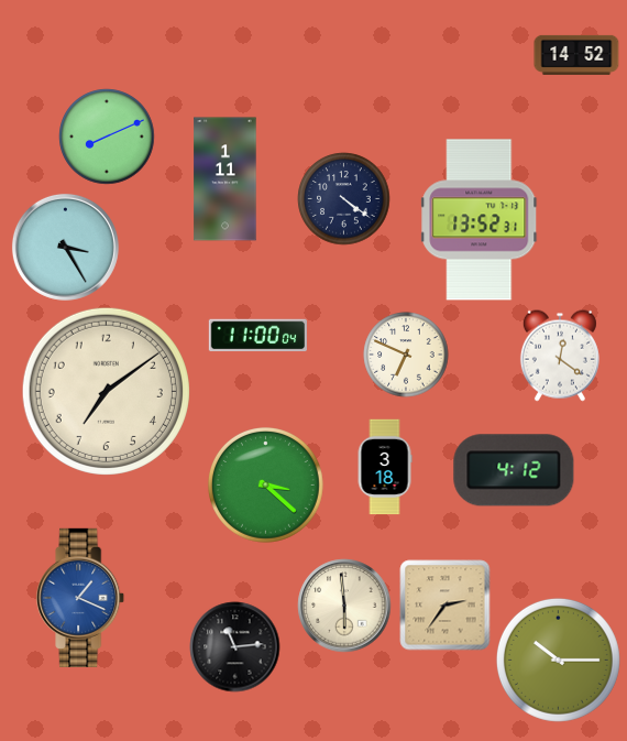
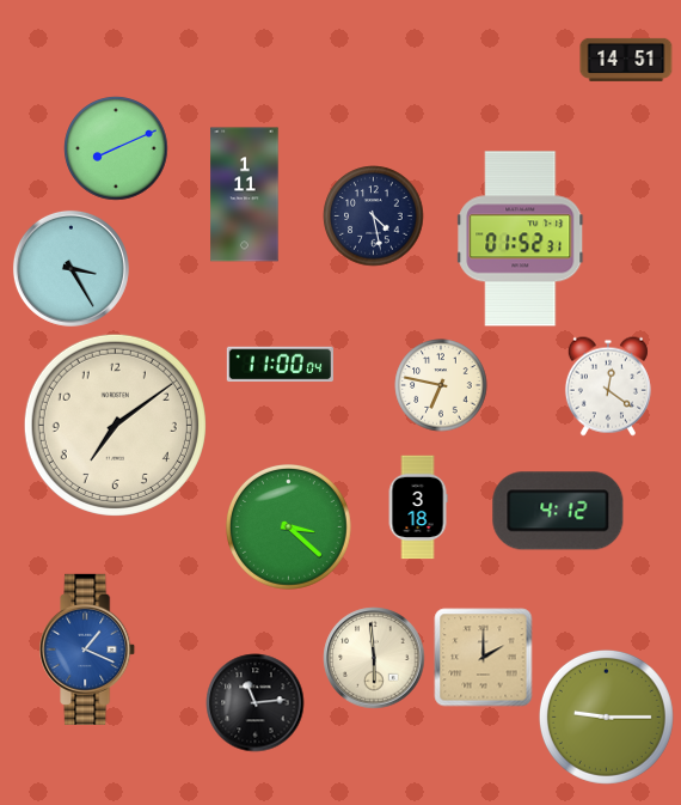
clock at (576, 55): 14:52 -> 14:51
clock at (344, 199): 4:21 -> 4:28
clock at (480, 220): 13:52 -> 01:52
clock at (406, 355): 6:49 -> 6:47
clock at (446, 606): 2:36 -> 2:00
clock at (558, 660): 10:15 -> 9:15
